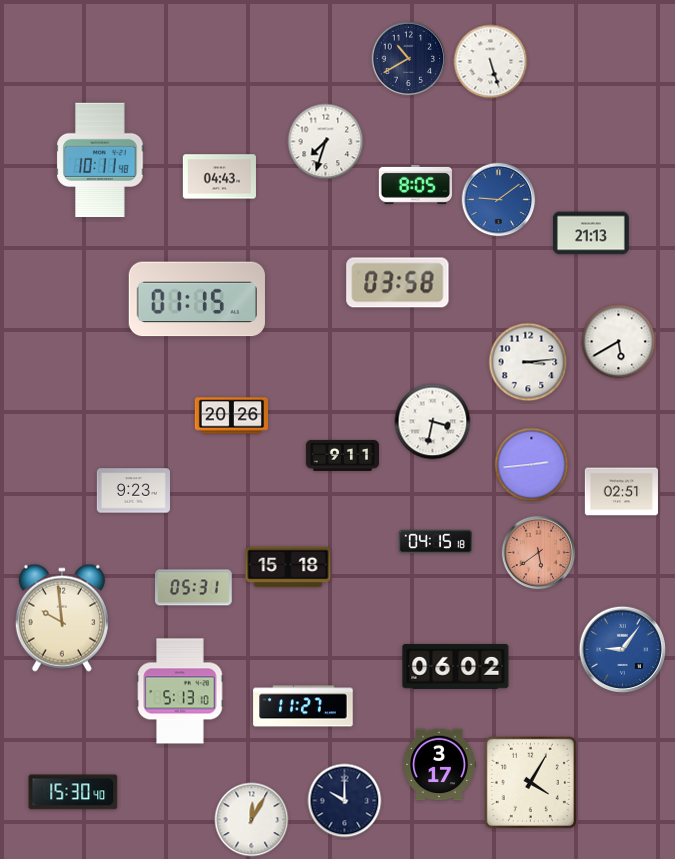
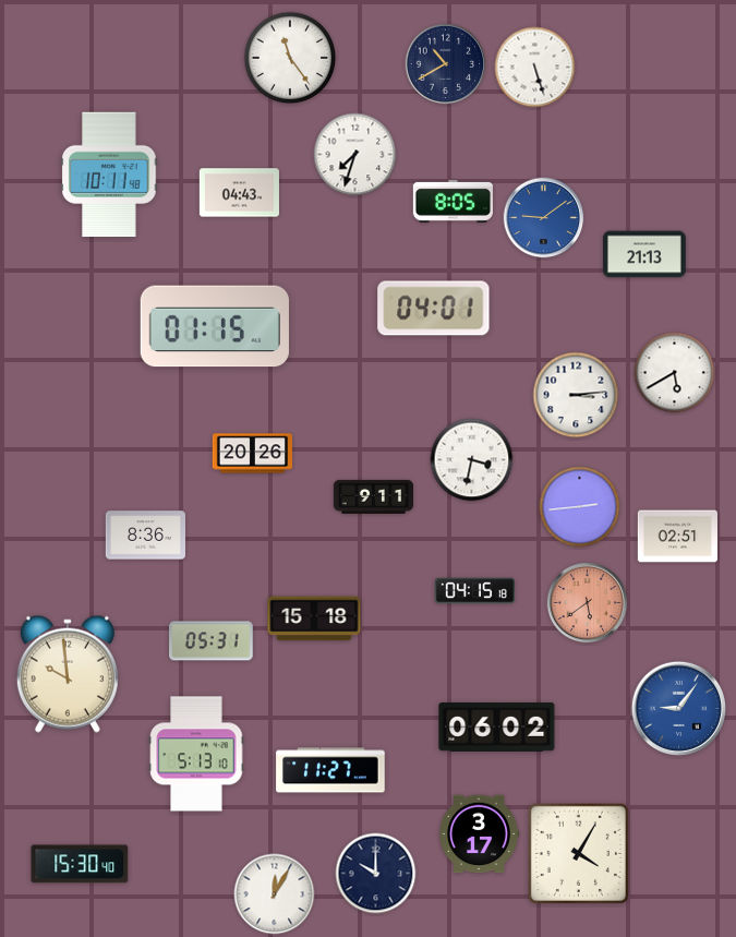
clock at (290, 58): none -> 11:24
clock at (398, 283): 03:58 -> 04:01
clock at (133, 491): 9:23 -> 8:36
